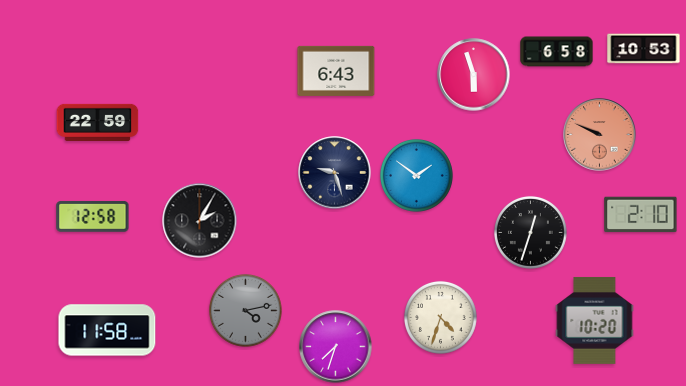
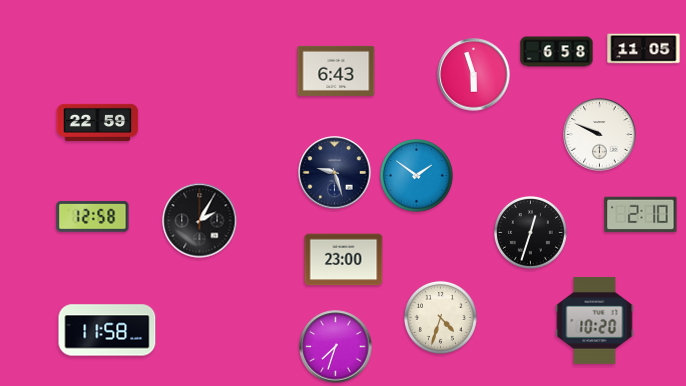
clock at (644, 49): 10:53 -> 11:05
clock at (600, 135) dial: salmon -> white
clock at (344, 260): none -> 23:00
clock at (245, 310): 4:13 -> none
